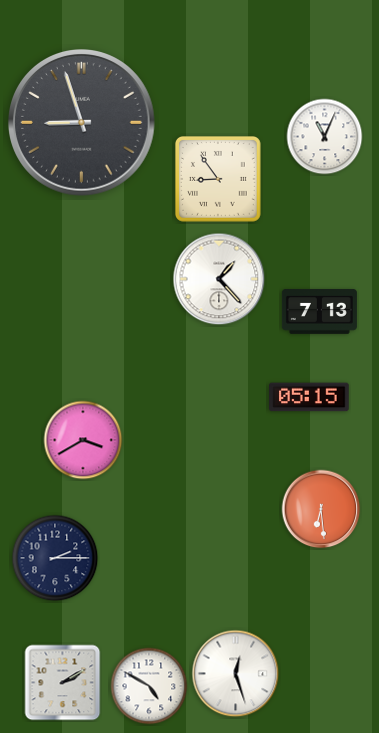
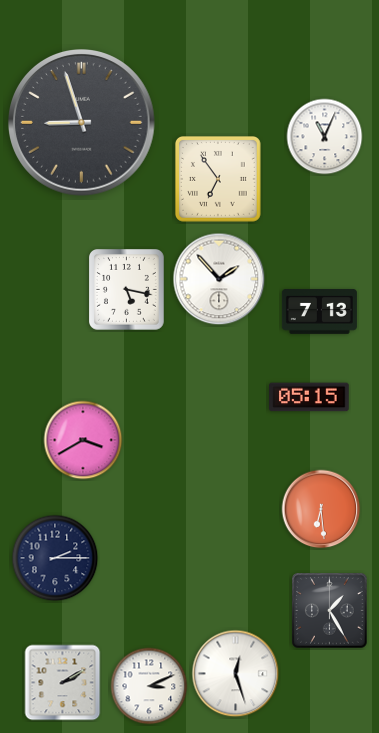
clock at (218, 180): 8:54 -> 6:54
clock at (219, 279): 1:23 -> 1:53
clock at (127, 290): none -> 5:17
clock at (330, 611): none -> 1:25
clock at (149, 686): 4:50 -> 3:11
